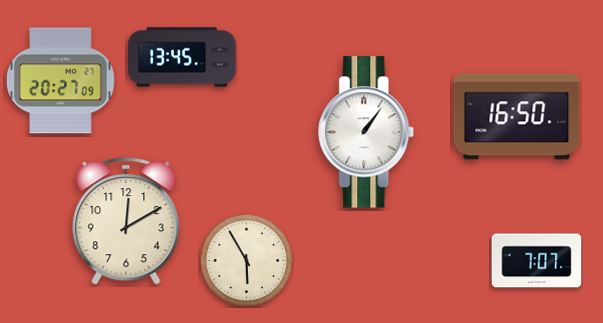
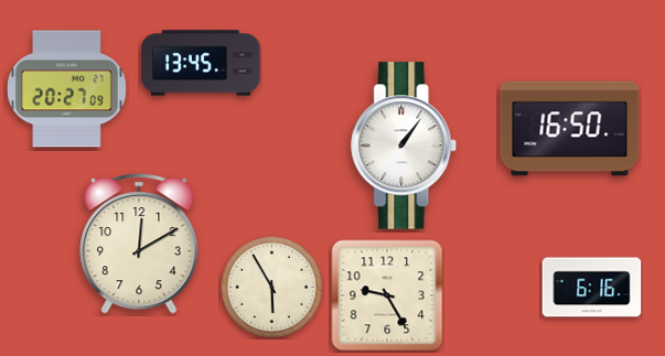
clock at (537, 261): 7:07 -> 6:16
clock at (387, 295): none -> 9:25
